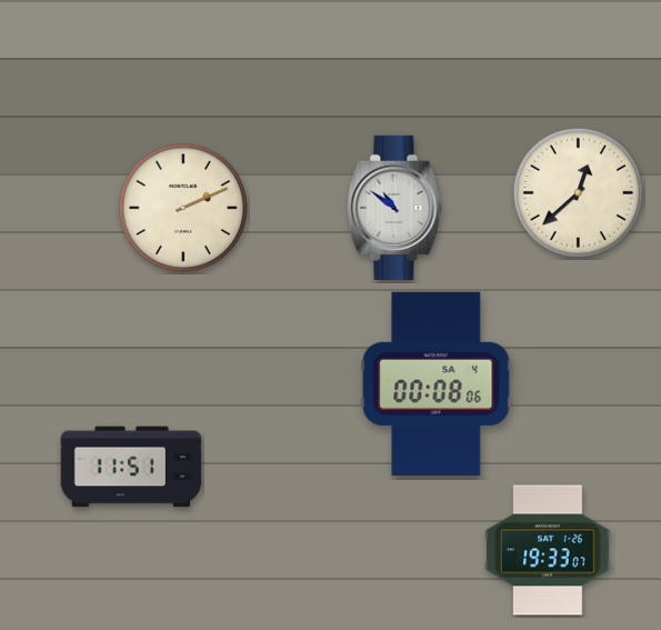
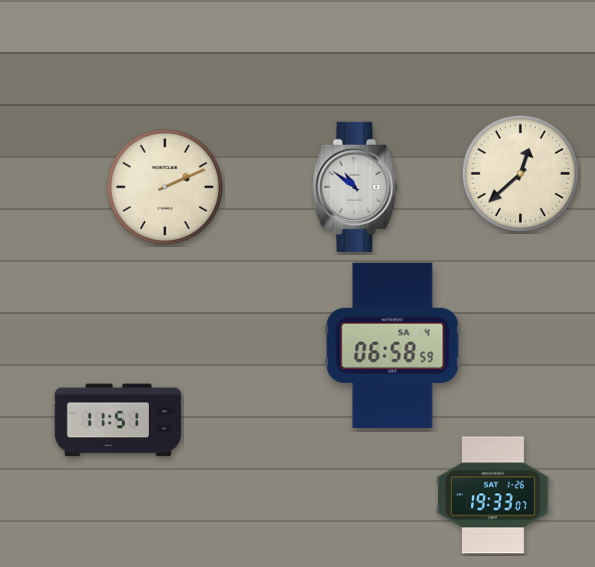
clock at (437, 383): 00:08 -> 06:58
